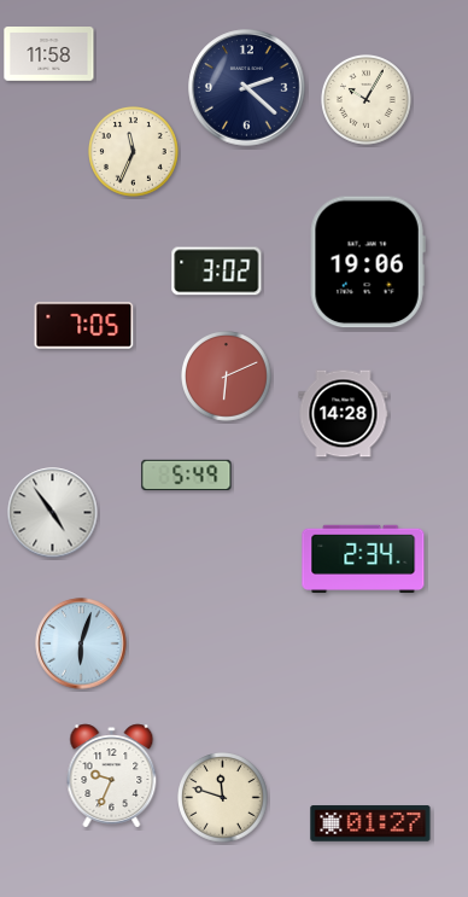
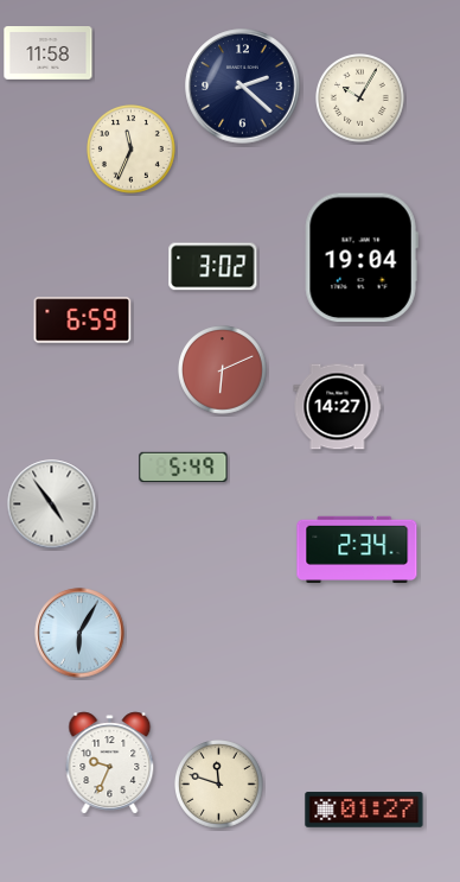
clock at (368, 262): 19:06 -> 19:04
clock at (84, 326): 7:05 -> 6:59
clock at (344, 414): 14:28 -> 14:27
clock at (81, 643): 6:03 -> 6:05
